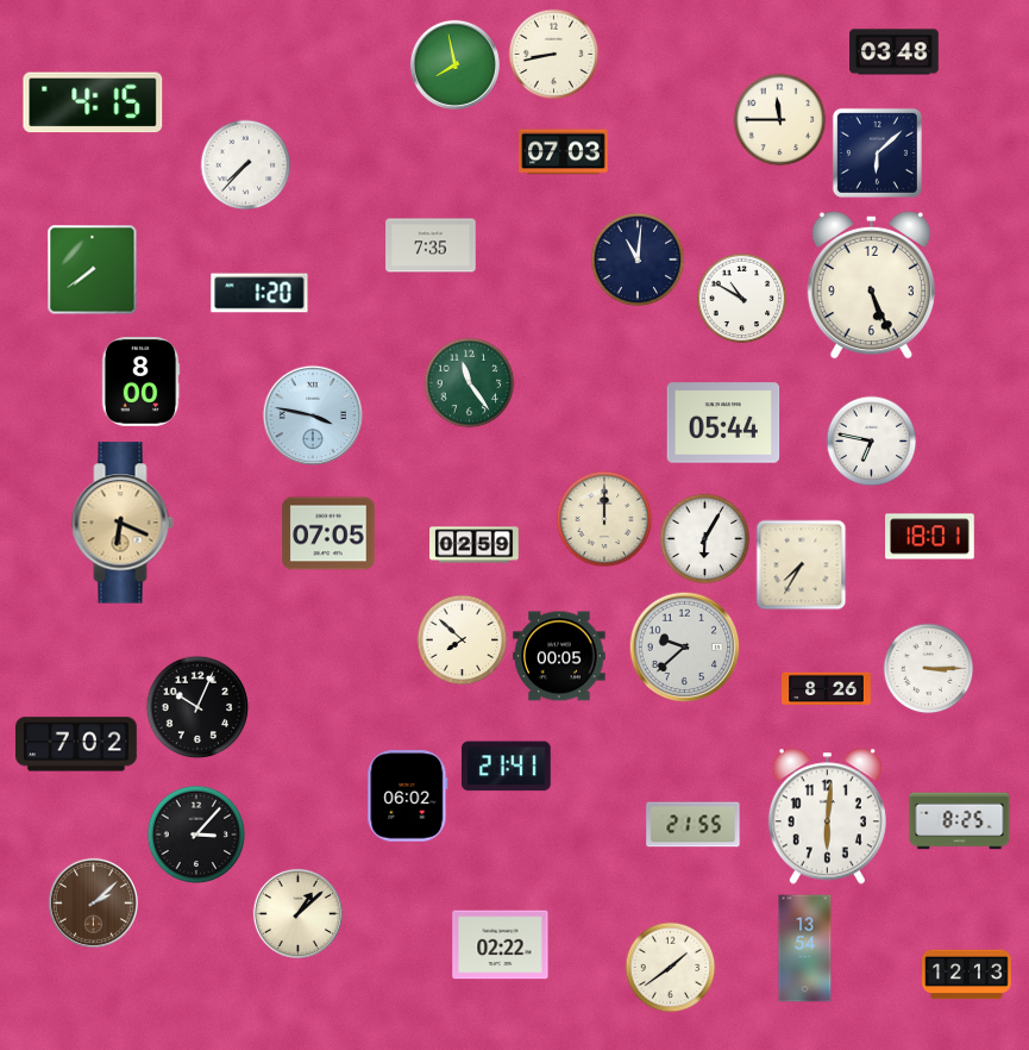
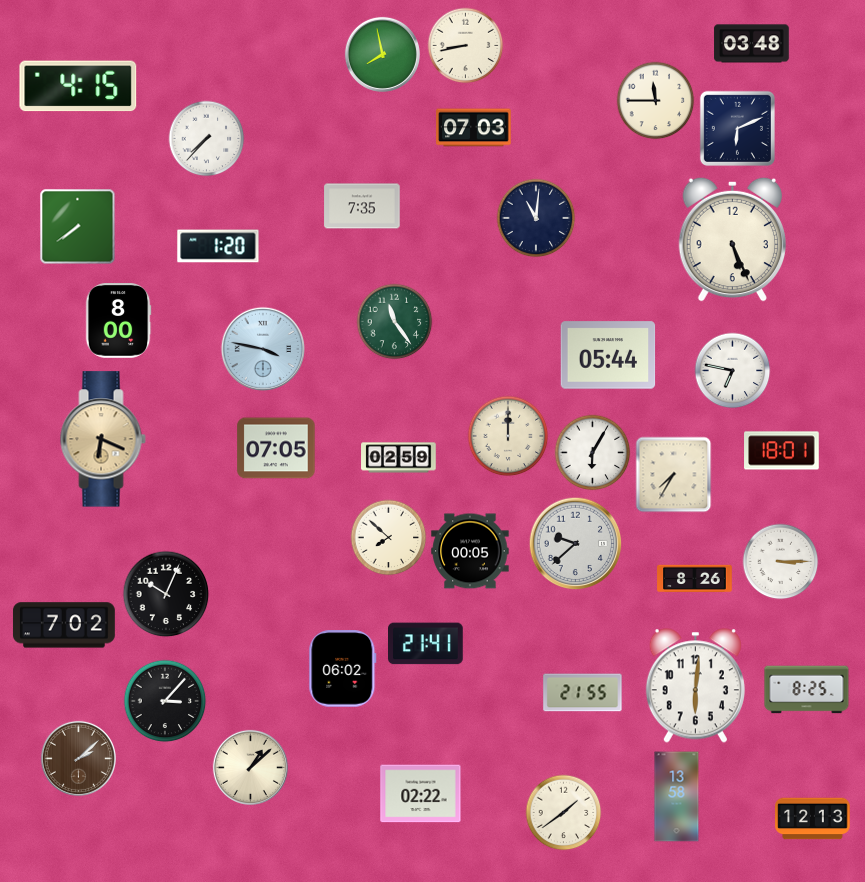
clock at (877, 152): 6:08 -> 6:11
clock at (742, 299): 10:50 -> none
clock at (805, 949): 13:54 -> 13:58
